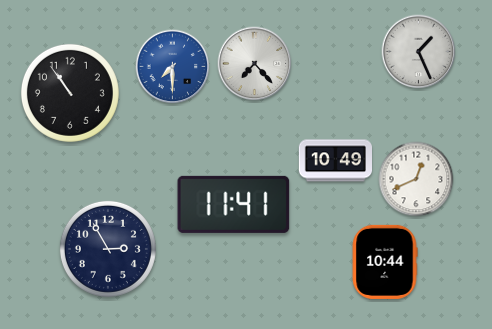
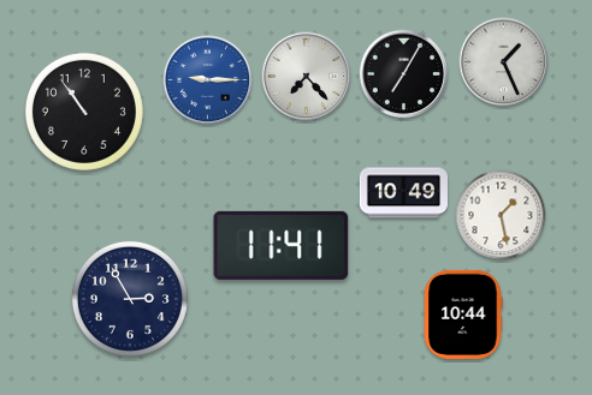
clock at (404, 74): none -> 7:05
clock at (173, 67): 7:30 -> 9:15
clock at (416, 179): 12:41 -> 1:28
